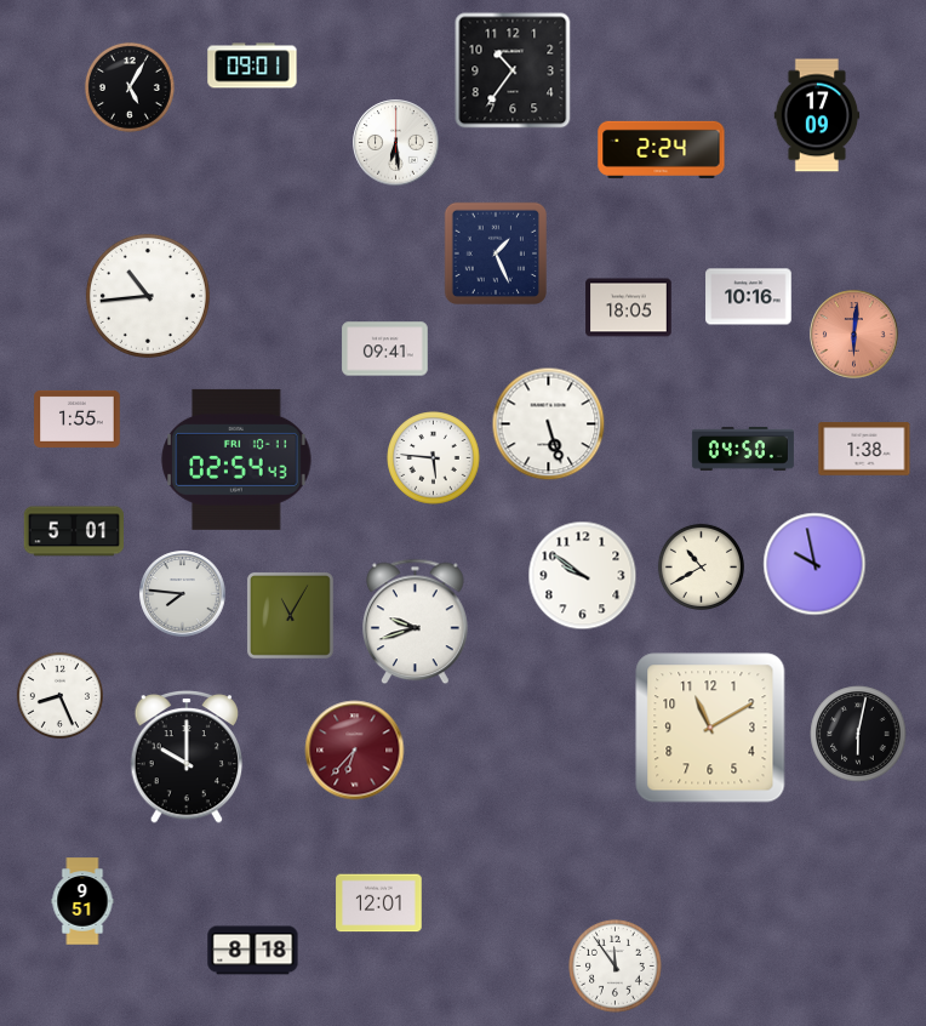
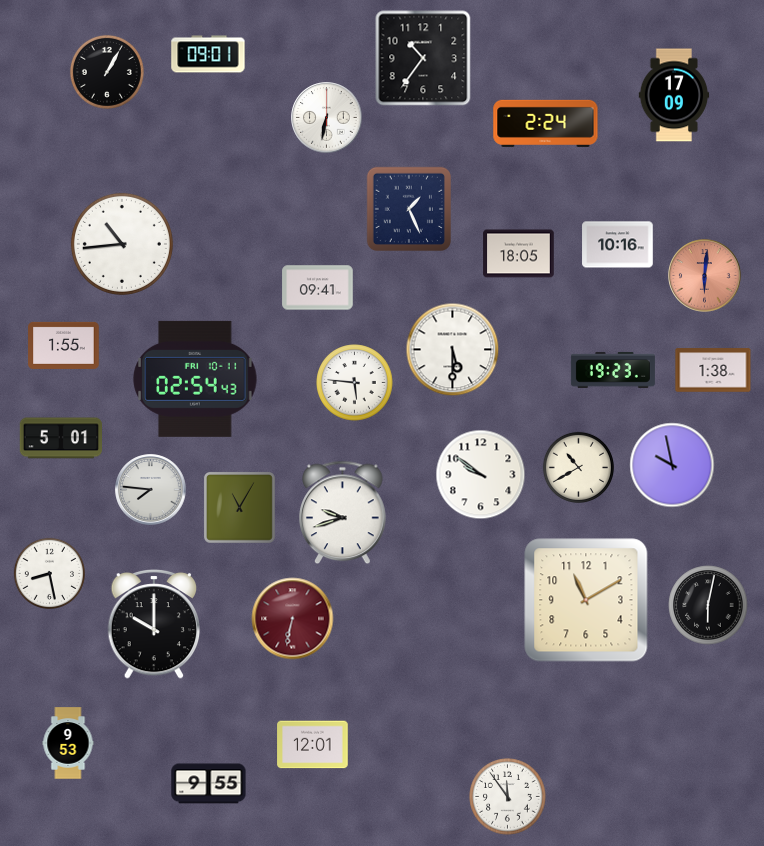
clock at (130, 87): 5:05 -> 1:05
clock at (396, 143): 6:29 -> 6:32
clock at (549, 424): 5:27 -> 5:30
clock at (743, 449): 04:50 -> 19:23
clock at (434, 458) position: (434, 458) -> (355, 383)
clock at (59, 695): 8:26 -> 8:28
clock at (355, 751): 6:37 -> 6:32
clock at (82, 901): 9:51 -> 9:53
clock at (253, 951): 8:18 -> 9:55
